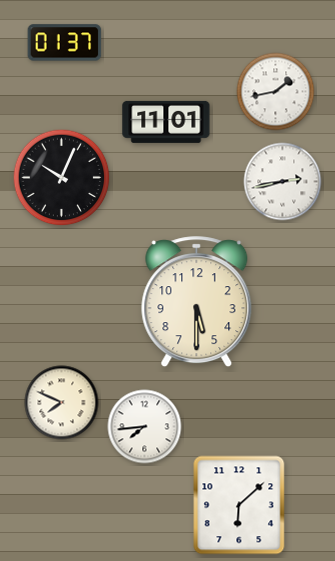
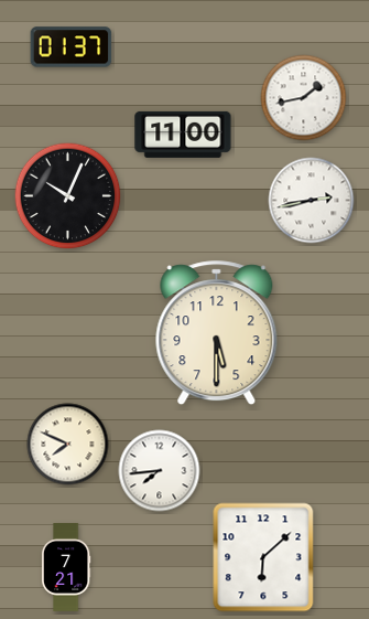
clock at (276, 92) position: (276, 92) -> (304, 98)
clock at (166, 122): 11:01 -> 11:00
clock at (66, 568): none -> 7:21
